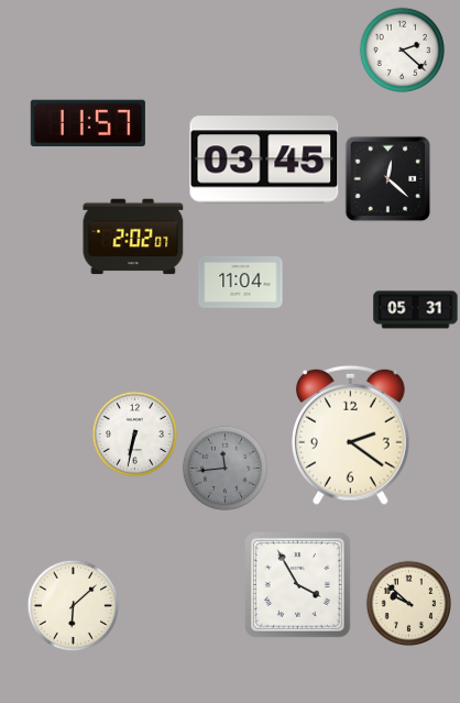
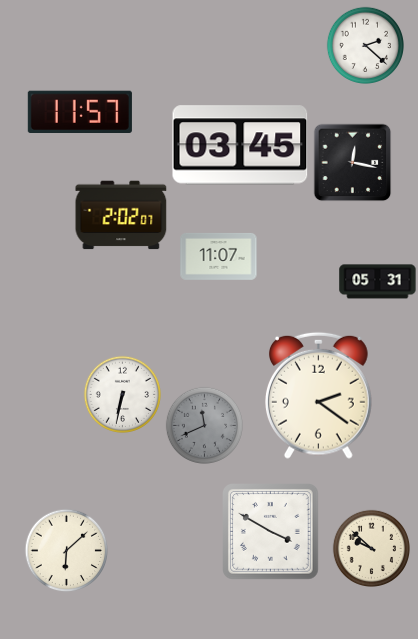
clock at (387, 178): 12:22 -> 12:17
clock at (241, 282): 11:04 -> 11:07
clock at (224, 468): 11:44 -> 11:41
clock at (298, 585): 3:55 -> 3:50
